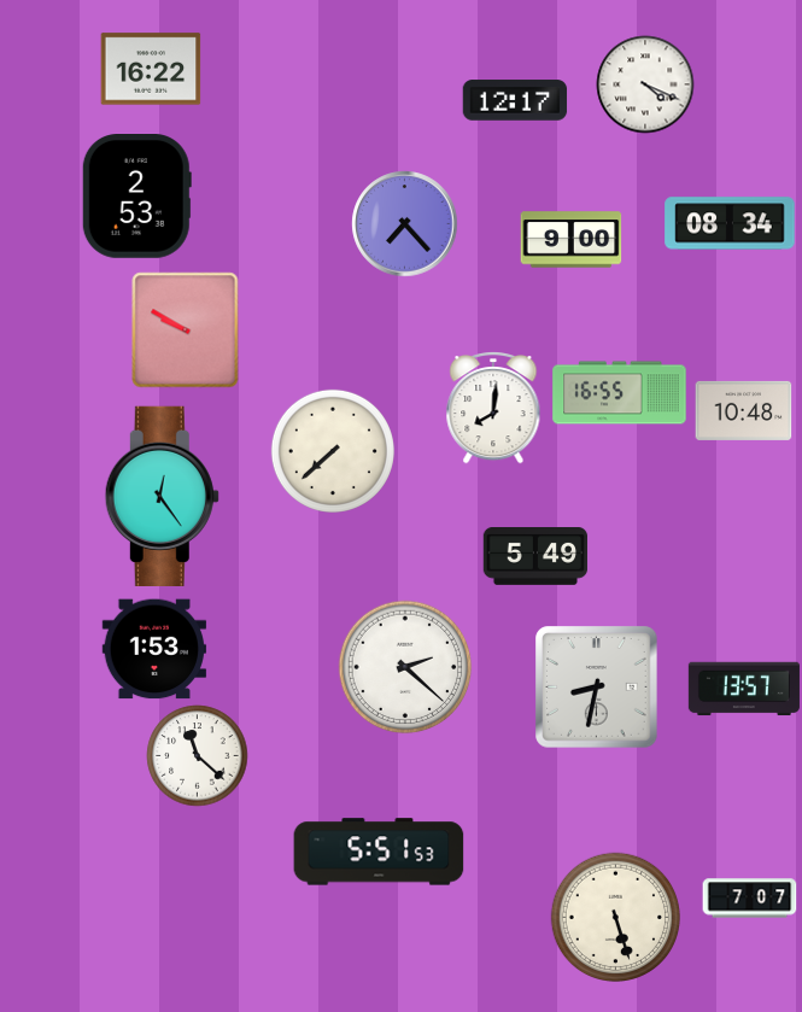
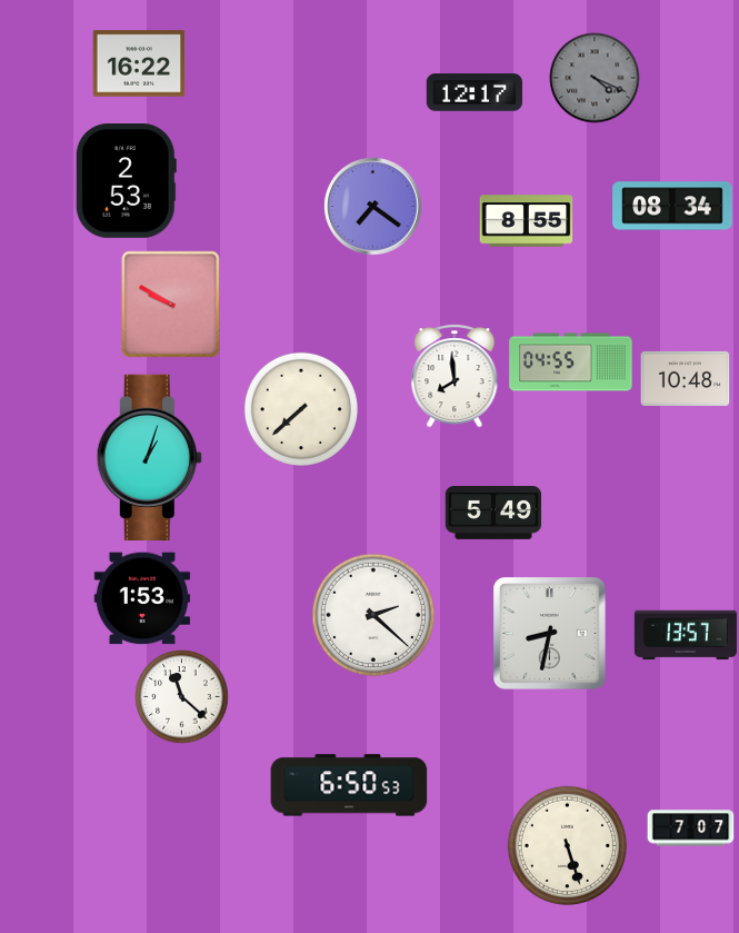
clock at (645, 84) dial: white -> grey
clock at (404, 223): 7:23 -> 7:21
clock at (570, 240): 9:00 -> 8:55
clock at (620, 393): 16:55 -> 04:55
clock at (493, 408): 8:01 -> 7:59
clock at (333, 451) position: (333, 451) -> (301, 409)
clock at (162, 496): 12:24 -> 1:03
clock at (379, 852): 5:51 -> 6:50
